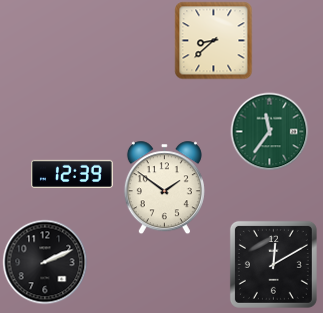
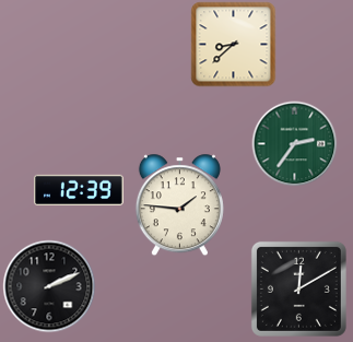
clock at (269, 131): 11:36 -> 2:36
clock at (164, 187): 1:51 -> 1:46
